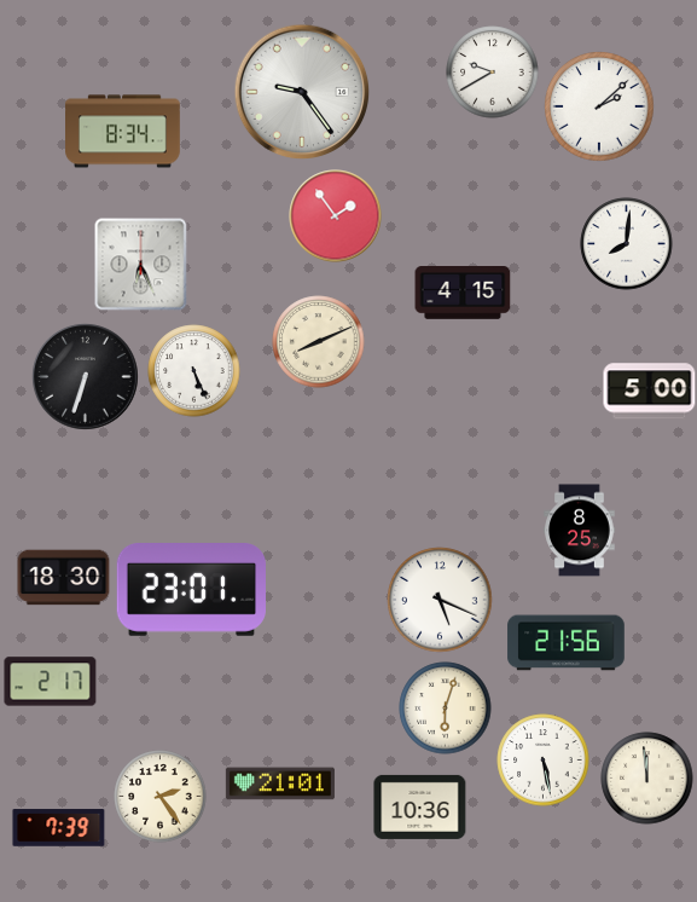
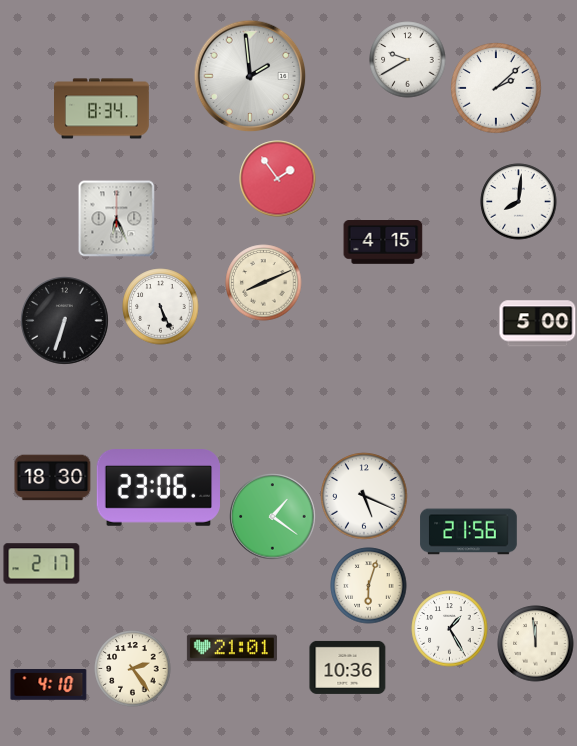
clock at (302, 92): 9:24 -> 1:59
clock at (86, 377) position: (86, 377) -> (65, 321)
clock at (580, 531): 8:25 -> none
clock at (191, 590): 23:01 -> 23:06
clock at (273, 517): none -> 1:21
clock at (544, 761): 5:28 -> 1:25
clock at (161, 797) position: (161, 797) -> (133, 669)
clock at (59, 828): 7:39 -> 4:10
